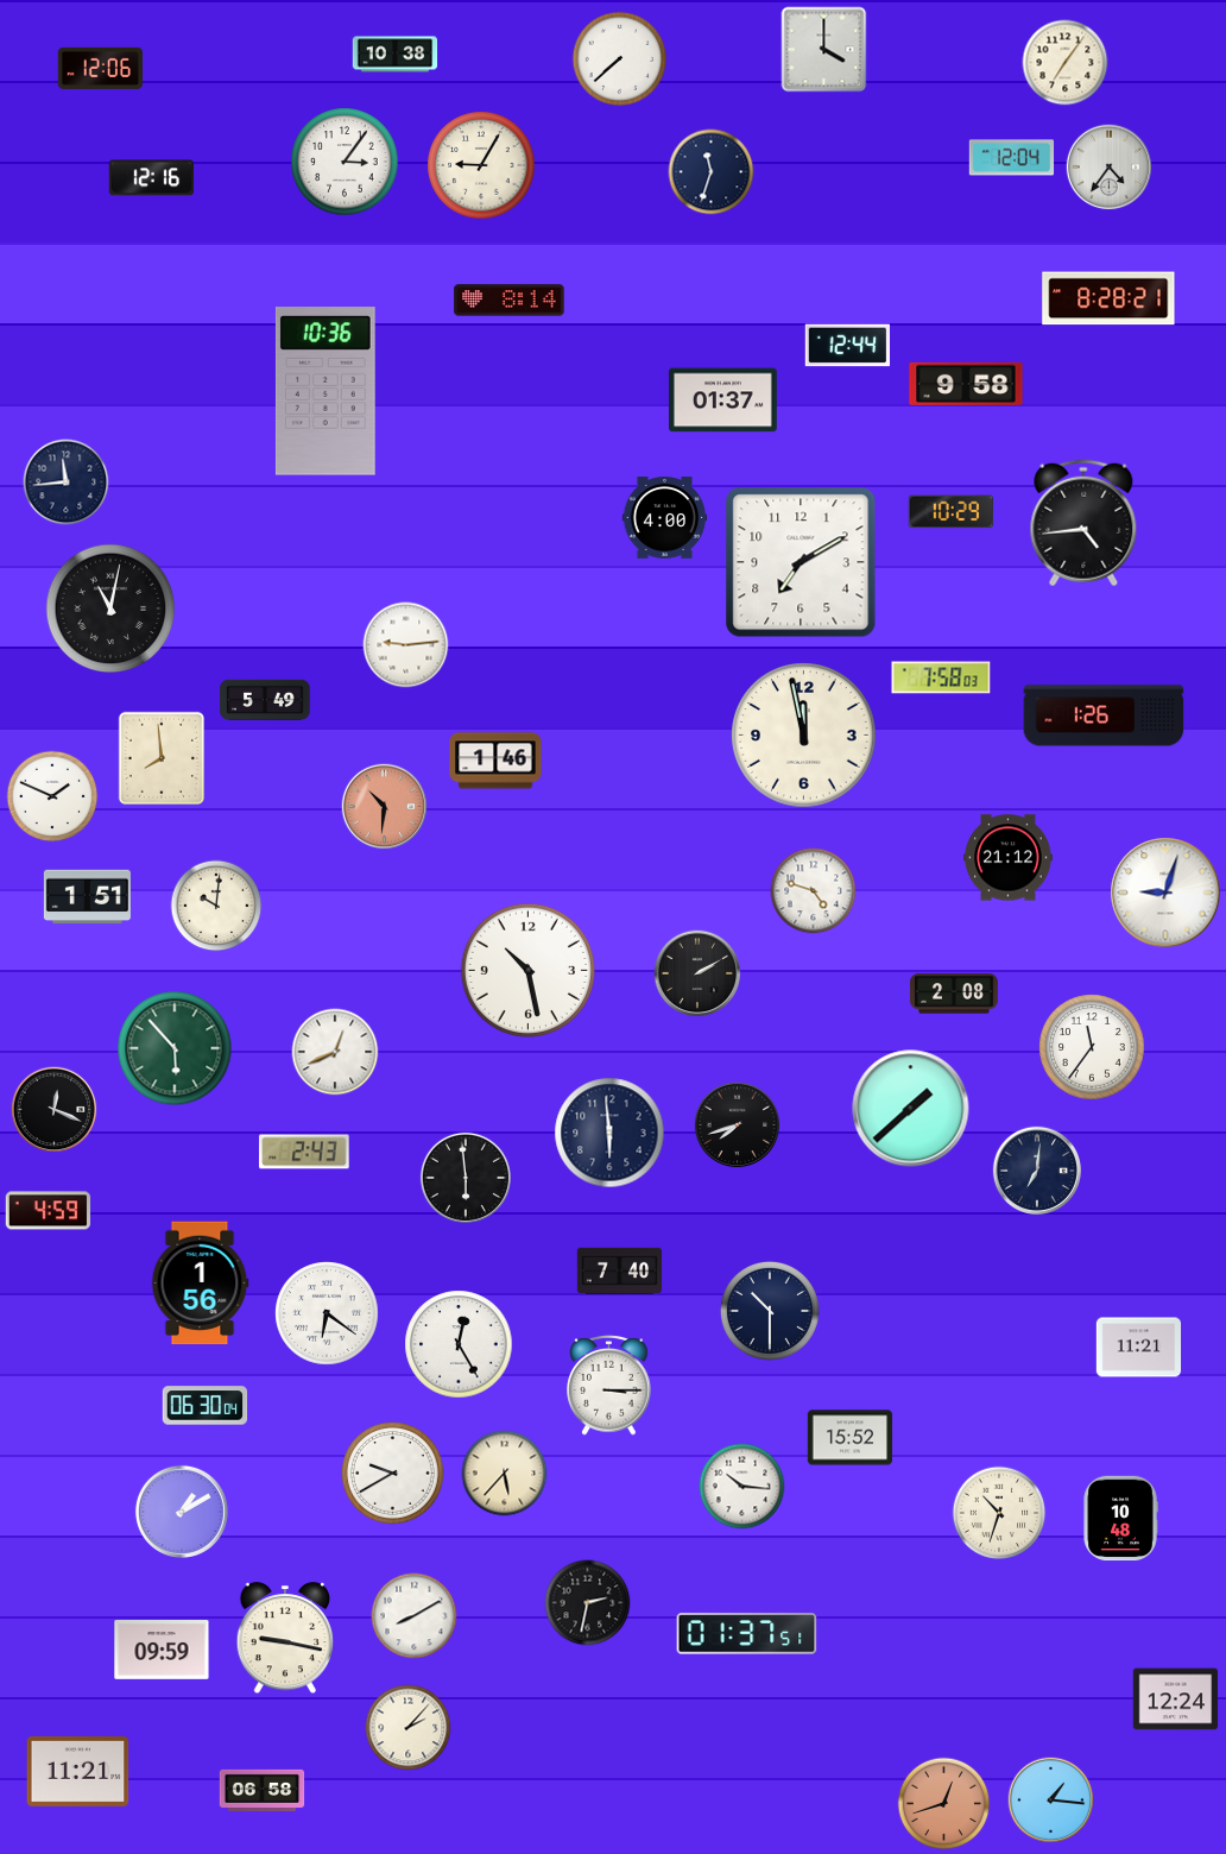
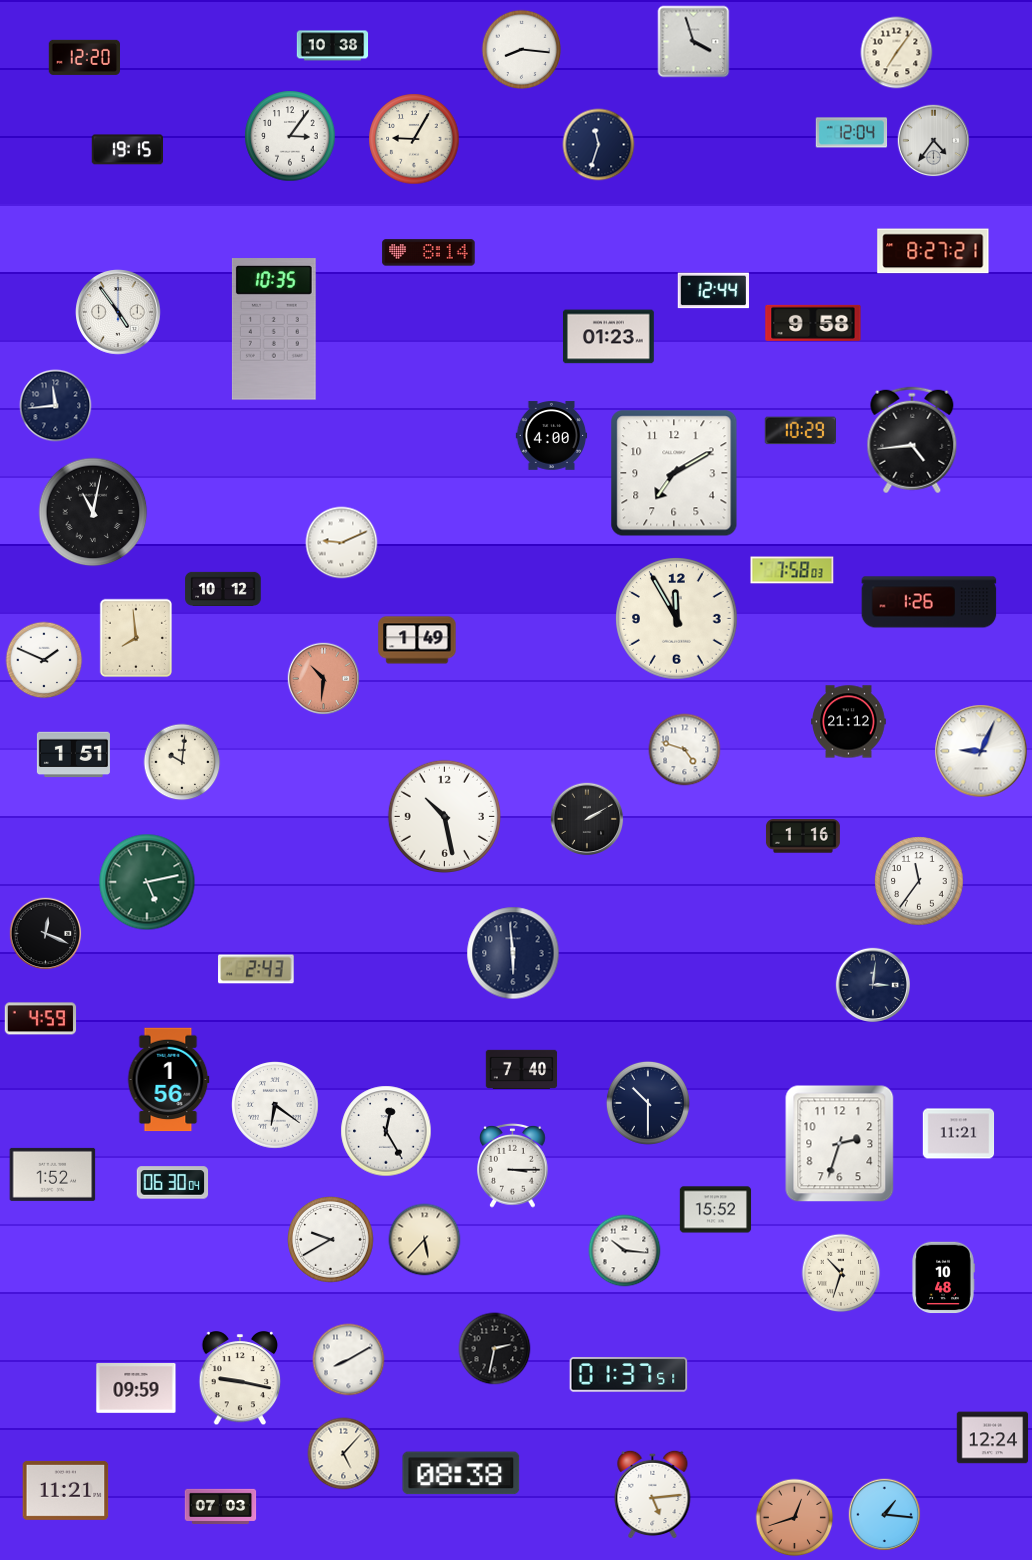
clock at (824, 50): 4:00 -> 3:57
clock at (620, 59): 7:38 -> 8:16
clock at (100, 68): 12:06 -> 12:20
clock at (481, 165) position: (481, 165) -> (414, 139)
clock at (151, 178): 12:16 -> 19:15
clock at (1108, 298): 8:28 -> 8:27
clock at (118, 312): none -> 4:54
clock at (326, 391): 10:36 -> 10:35
clock at (723, 401): 01:37 -> 01:23
clock at (665, 518) position: (665, 518) -> (552, 436)
clock at (406, 645): 9:14 -> 9:11
clock at (265, 700): 5:49 -> 10:12
clock at (804, 736): 11:58 -> 11:55
clock at (495, 761): 1:46 -> 1:49
clock at (52, 796) position: (52, 796) -> (44, 660)
clock at (1165, 893): 9:03 -> 9:04
clock at (954, 994): 2:08 -> 1:16
clock at (175, 1048): 5:53 -> 5:13
clock at (335, 1052): 12:41 -> none
clock at (911, 1109): 1:38 -> none
clock at (738, 1125): 7:42 -> none
clock at (1036, 1169): 7:01 -> 3:01
clock at (466, 1178): 5:59 -> none
clock at (840, 1144): none -> 2:33
clock at (53, 1174): none -> 1:52
clock at (182, 1512): 1:10 -> none
clock at (1176, 1699) position: (1176, 1699) -> (993, 1438)
clock at (409, 1728): 2:07 -> 5:07
clock at (461, 1473): none -> 08:38
clock at (653, 1494): none -> 5:14
clock at (263, 1790): 06:58 -> 07:03
